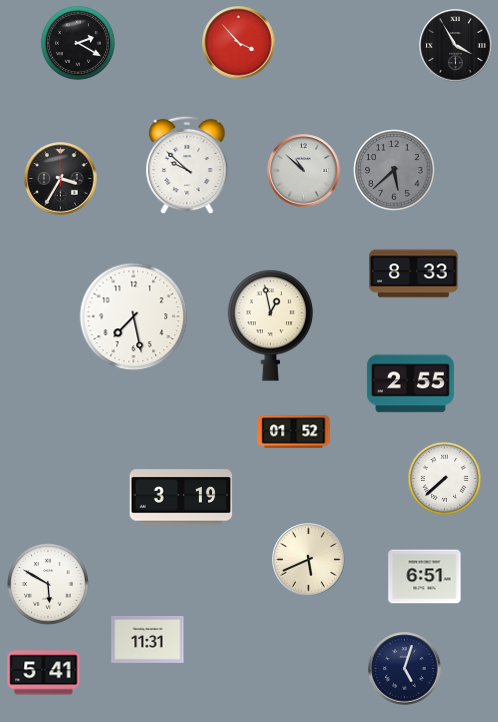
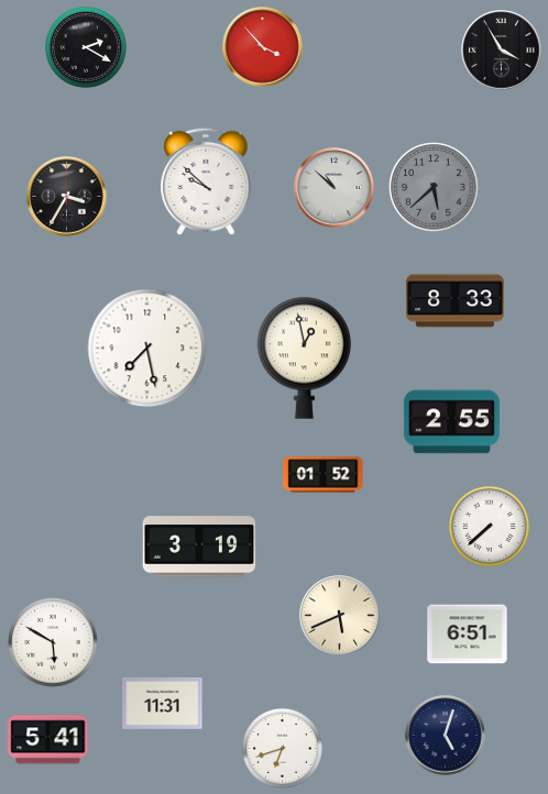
clock at (271, 325) position: (271, 325) -> (305, 357)
clock at (282, 748): none -> 6:42
